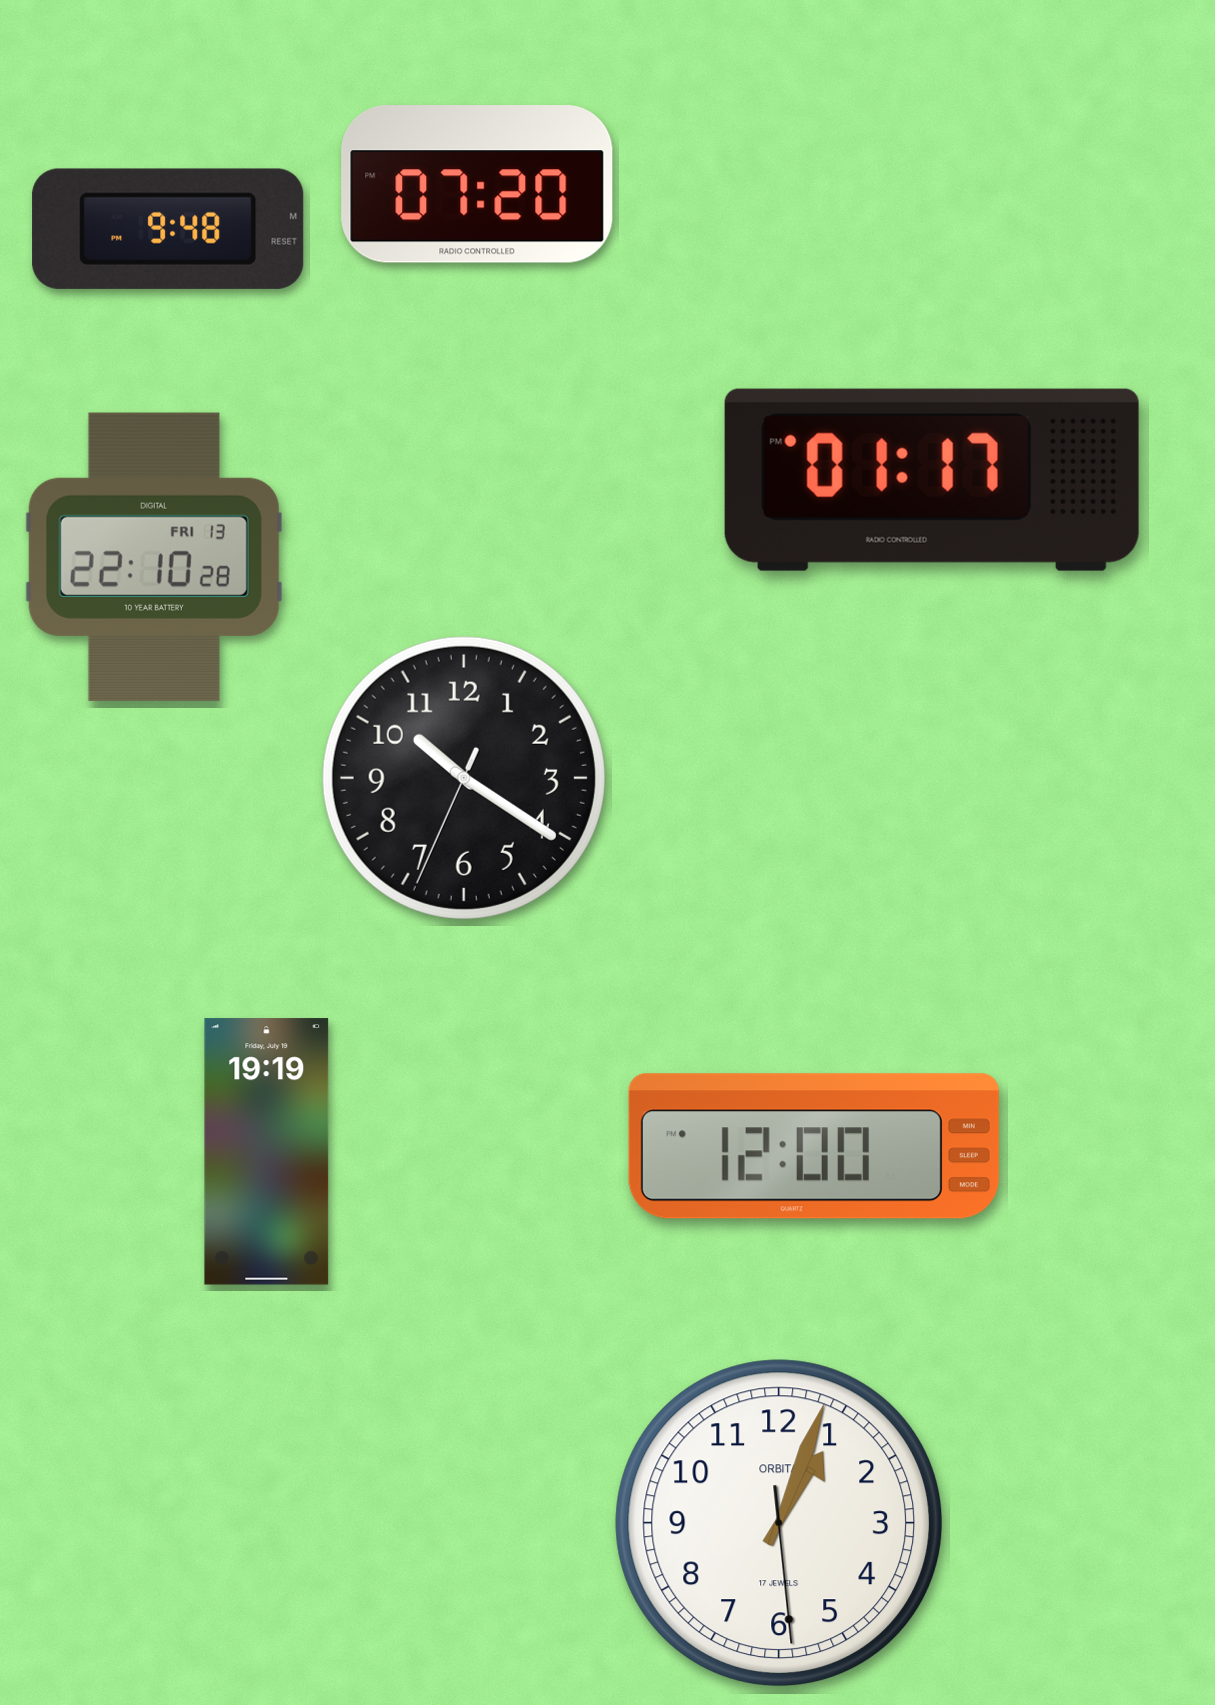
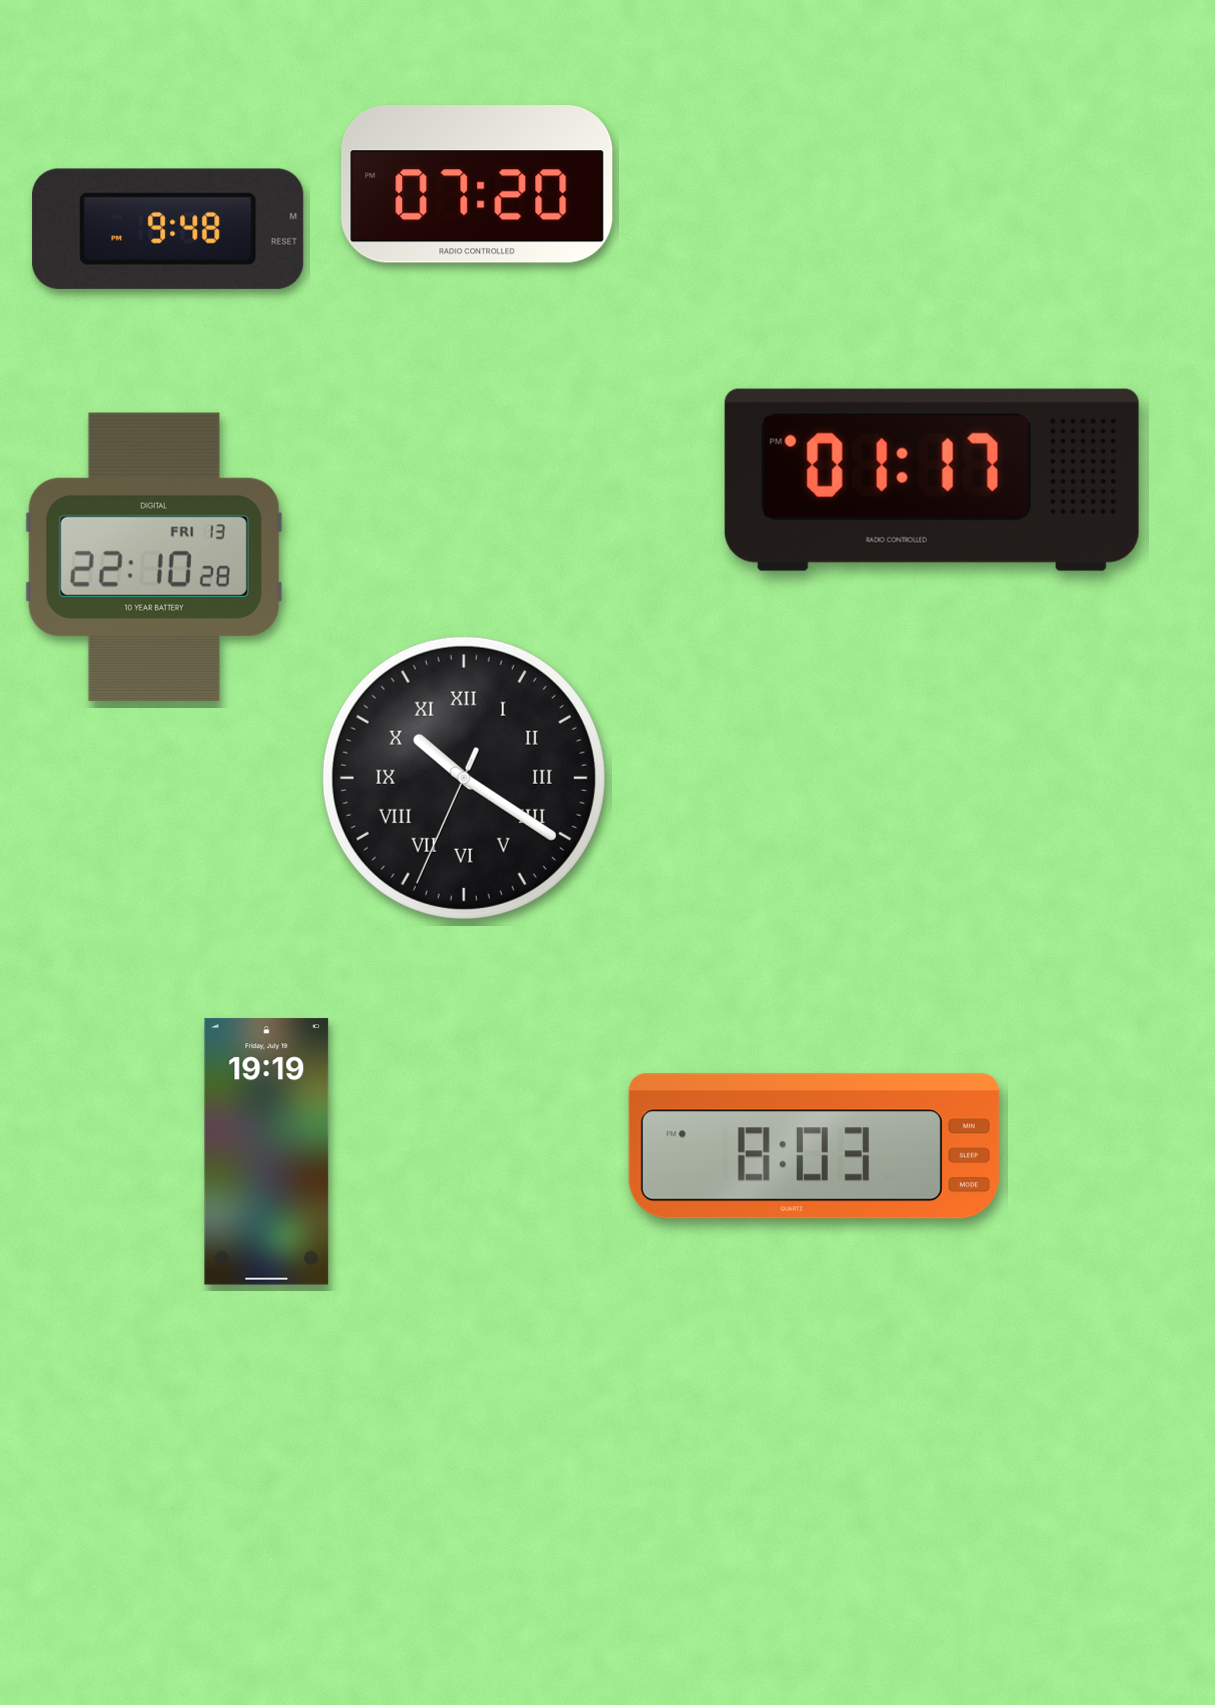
clock at (464, 778) numerals: Arabic -> Roman
clock at (814, 1146): 12:00 -> 8:03
clock at (779, 1523): 1:03 -> none
